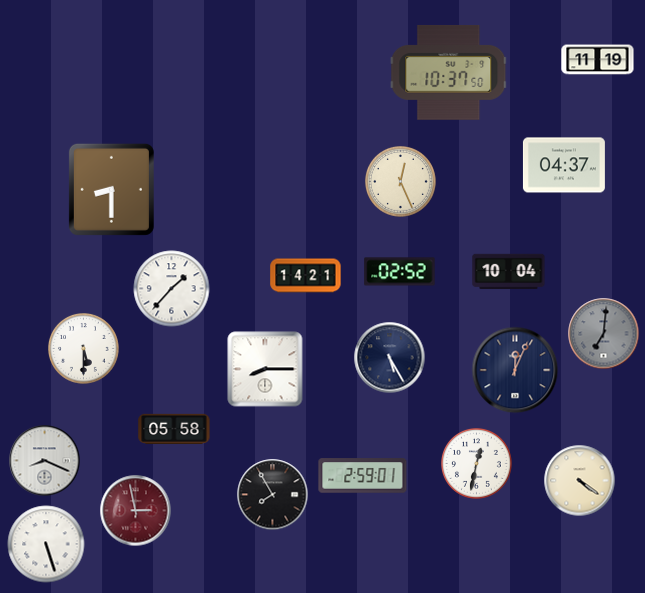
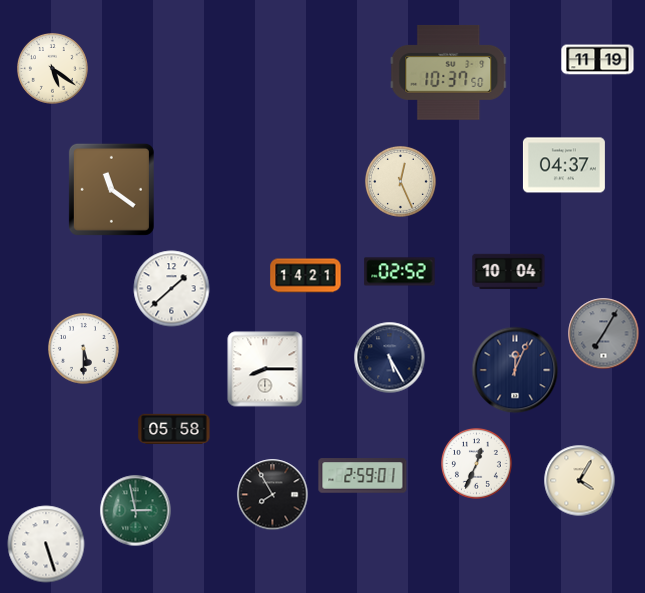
clock at (53, 69): none -> 5:21
clock at (111, 189): 8:30 -> 11:21
clock at (172, 289): 1:37 -> 1:38
clock at (604, 334): 7:01 -> 7:05
clock at (45, 461): 8:19 -> none
clock at (477, 464): 12:32 -> 12:34
clock at (580, 481): 4:21 -> 4:05
clock at (136, 511) dial: burgundy -> green
